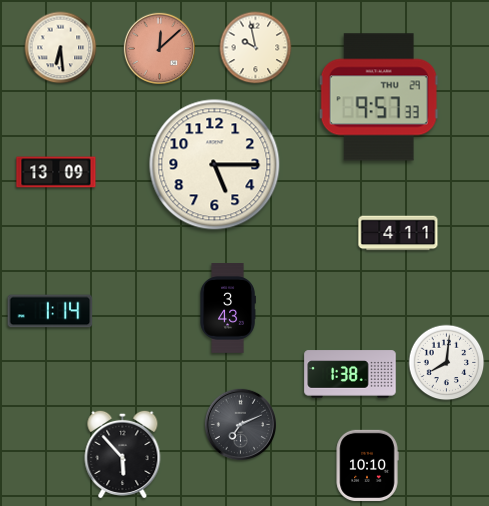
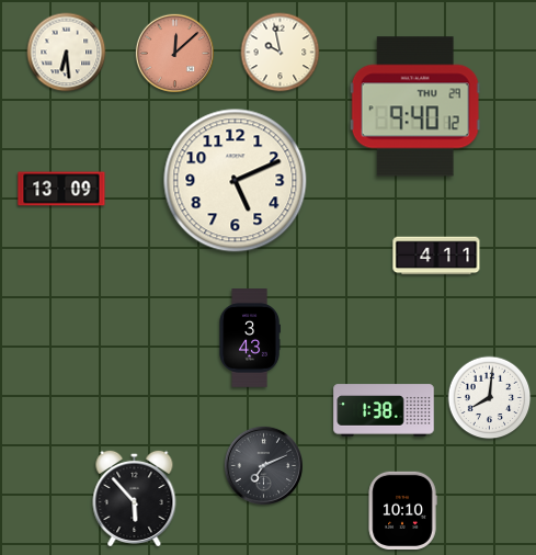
clock at (379, 97): 9:57 -> 9:40
clock at (215, 165): 5:15 -> 5:11
clock at (50, 311): 1:14 -> none
